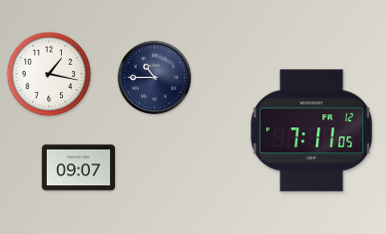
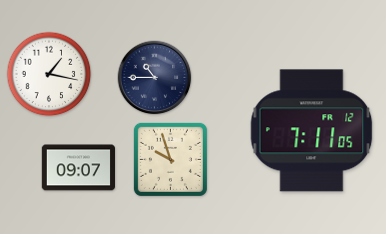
clock at (170, 159): none -> 9:57
